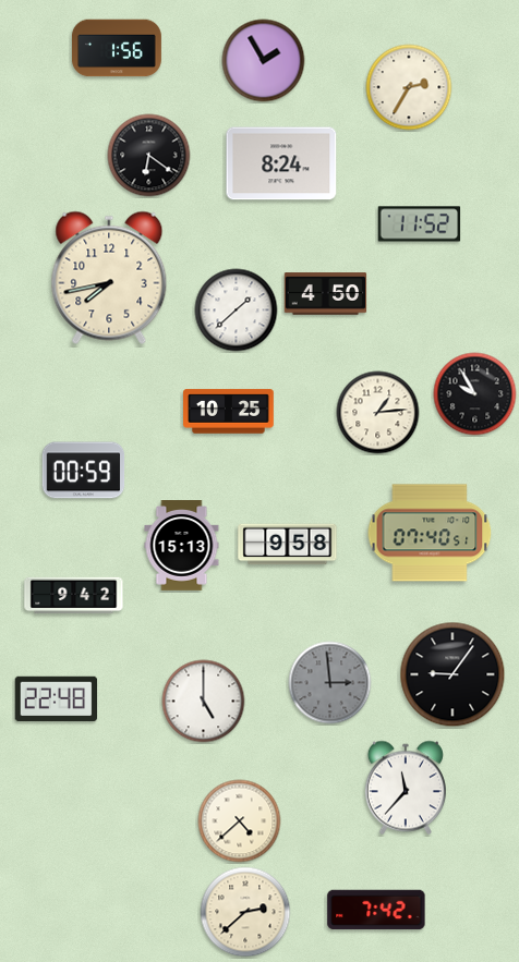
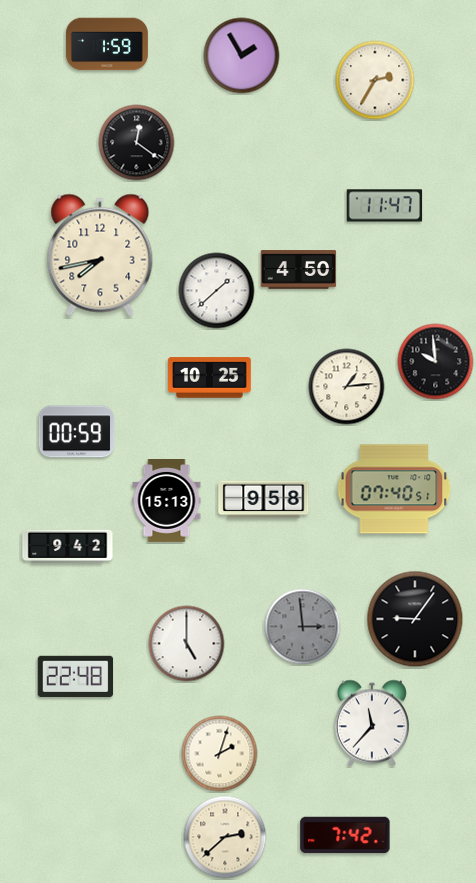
clock at (117, 48): 1:56 -> 1:59
clock at (149, 156): 6:21 -> 12:21
clock at (281, 163): 8:24 -> none
clock at (420, 224): 11:52 -> 11:47
clock at (237, 310) position: (237, 310) -> (217, 291)
clock at (475, 394): 9:55 -> 9:59
clock at (378, 413) position: (378, 413) -> (347, 387)
clock at (57, 698) position: (57, 698) -> (76, 676)
clock at (240, 821): 4:38 -> 2:03
